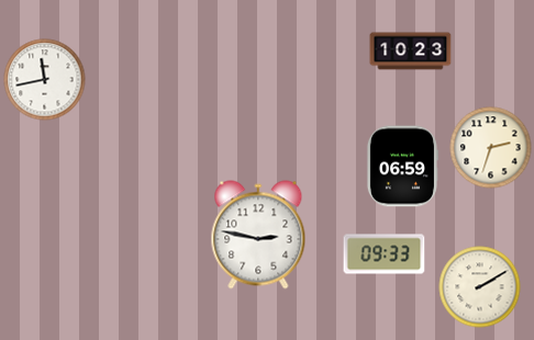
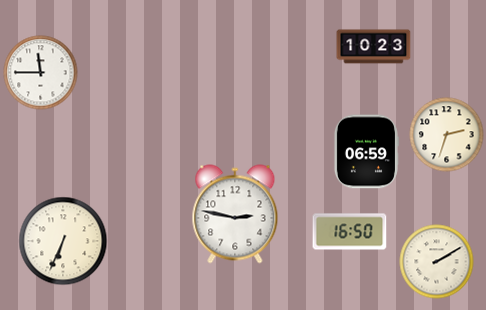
clock at (45, 80): 11:43 -> 11:45
clock at (385, 254): 09:33 -> 16:50
clock at (63, 241): none -> 6:34
